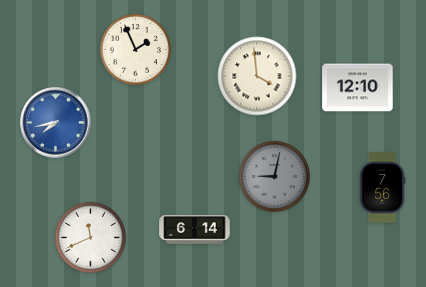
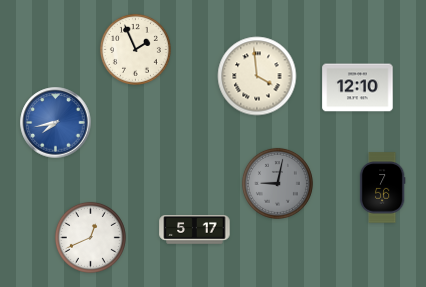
clock at (274, 176) position: (274, 176) -> (277, 183)
clock at (195, 230): 6:14 -> 5:17
clock at (90, 237): 11:41 -> 12:41
